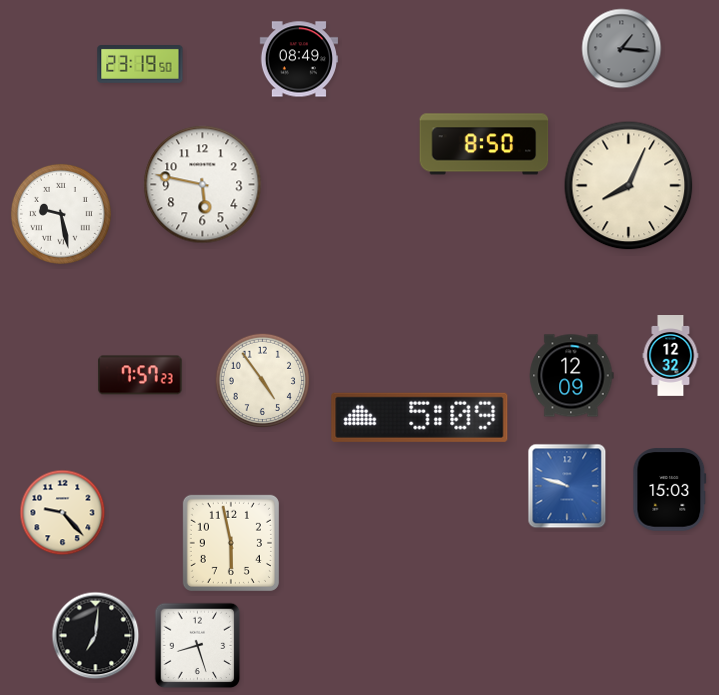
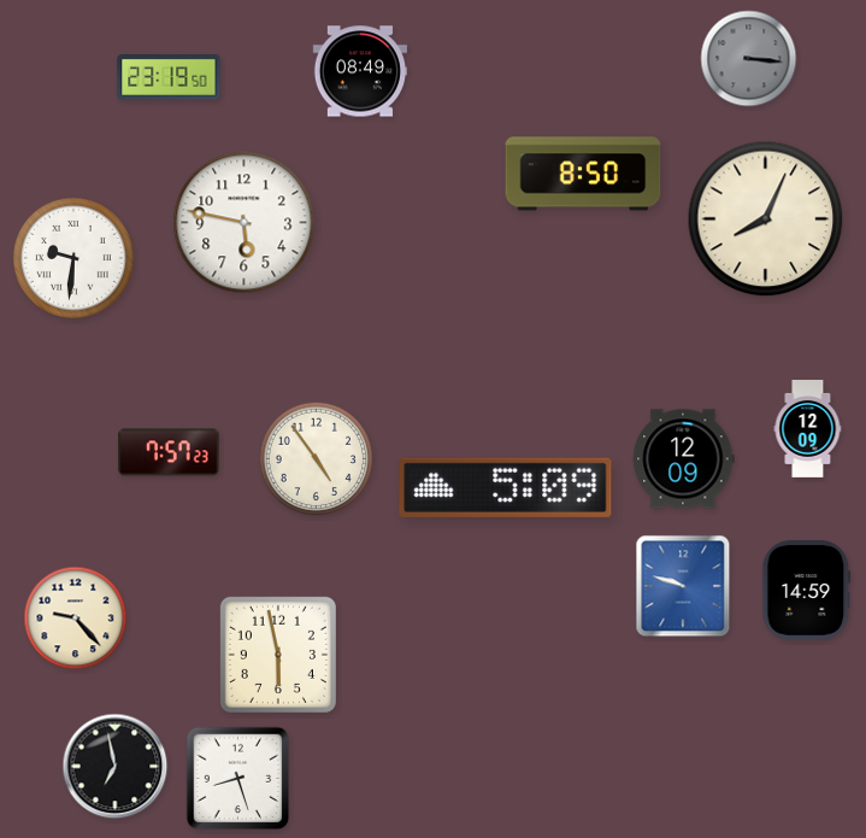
clock at (622, 49): 1:16 -> 3:16
clock at (629, 186) position: (629, 186) -> (766, 219)
clock at (61, 214): 9:28 -> 9:31
clock at (671, 356): 12:32 -> 12:09
clock at (572, 376) position: (572, 376) -> (684, 459)
clock at (420, 417) position: (420, 417) -> (506, 487)
clock at (670, 490): 15:03 -> 14:59
clock at (96, 636): 7:01 -> 6:58
